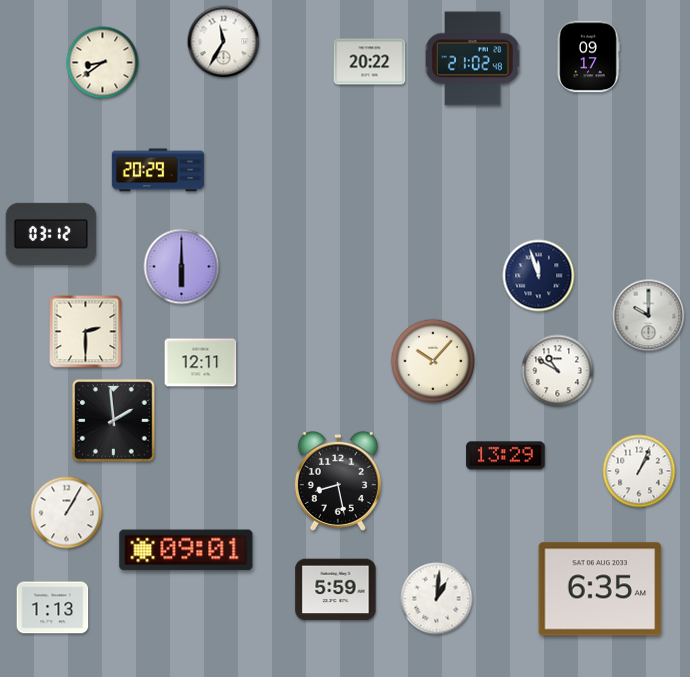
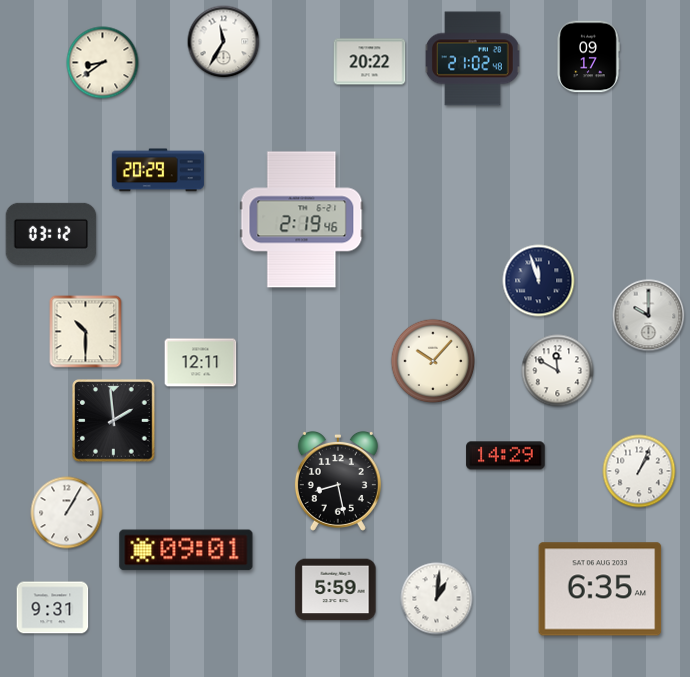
clock at (302, 220): none -> 2:19
clock at (182, 267): 6:00 -> none
clock at (539, 276) position: (539, 276) -> (539, 281)
clock at (86, 332): 2:30 -> 10:30
clock at (558, 371): 10:50 -> 11:50
clock at (506, 456): 13:29 -> 14:29
clock at (53, 608): 1:13 -> 9:31
